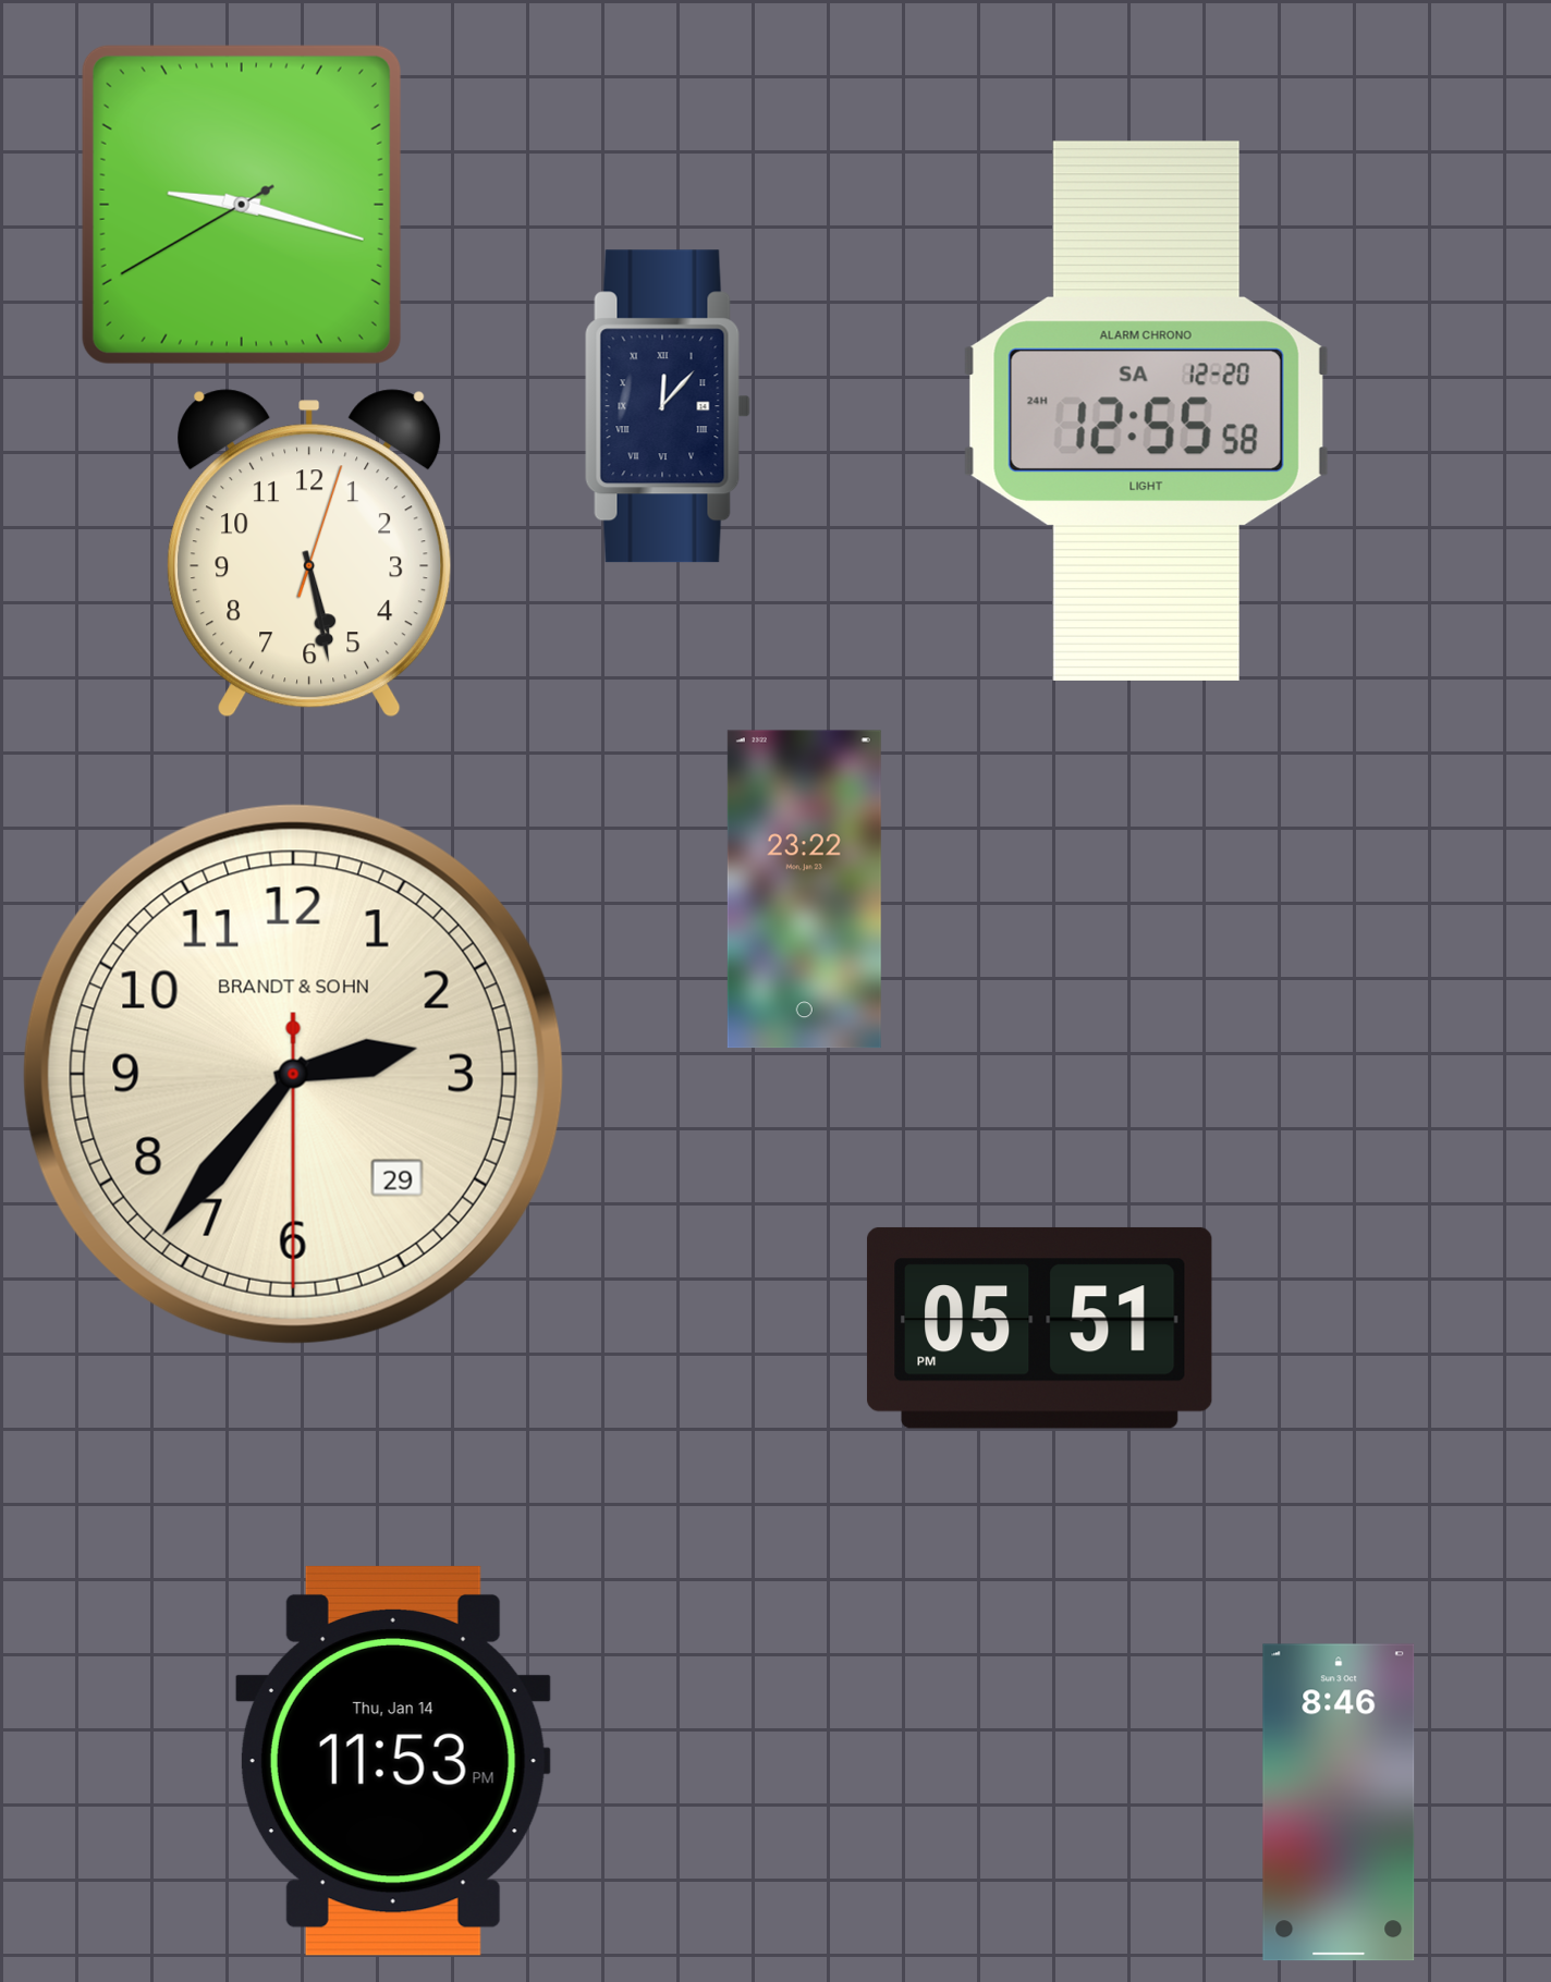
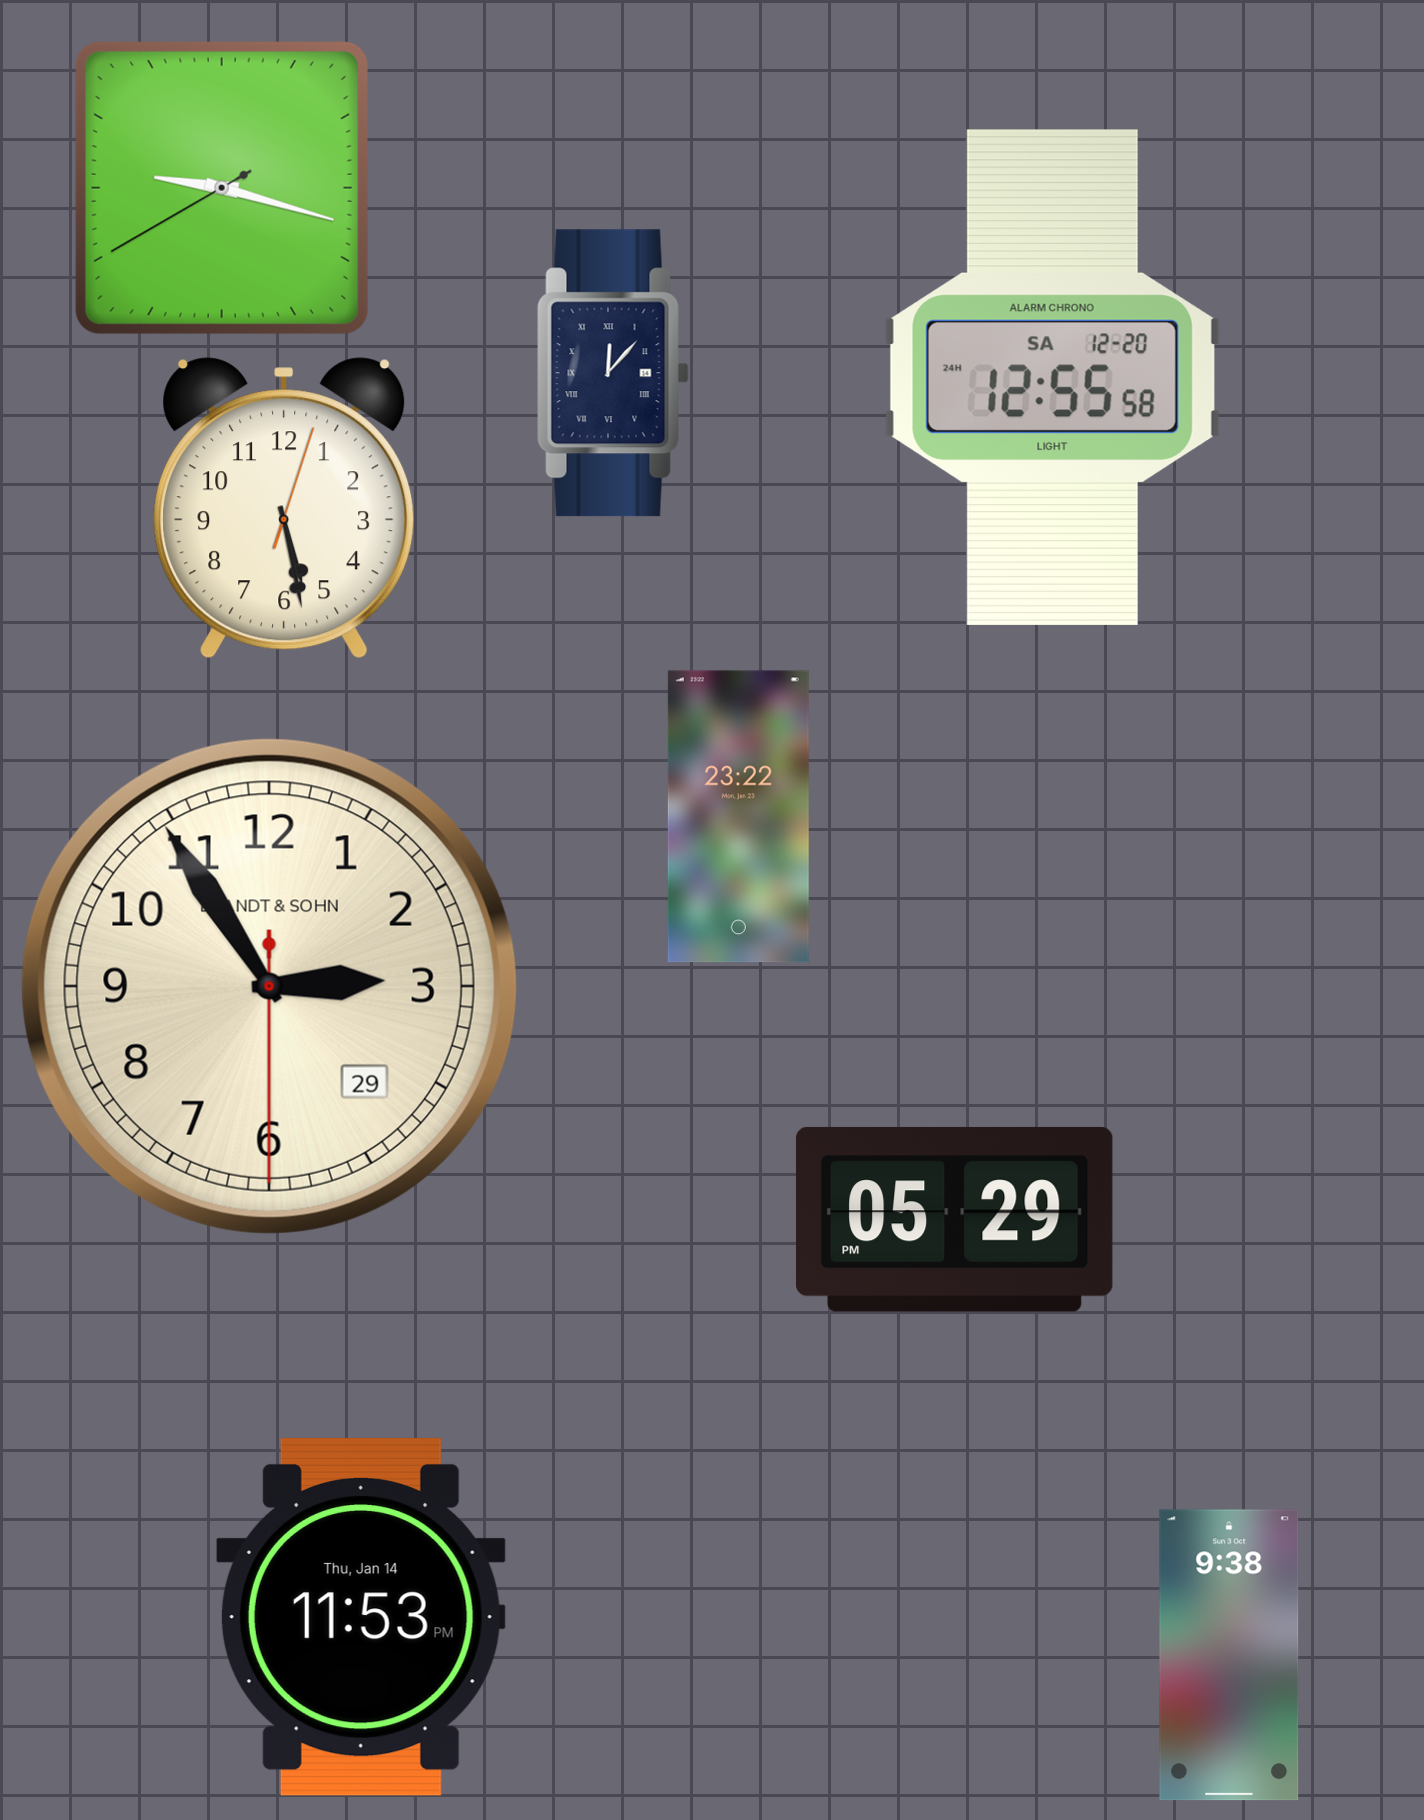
clock at (293, 1074): 2:36 -> 2:54
clock at (1039, 1328): 05:51 -> 05:29
clock at (1339, 1802): 8:46 -> 9:38
